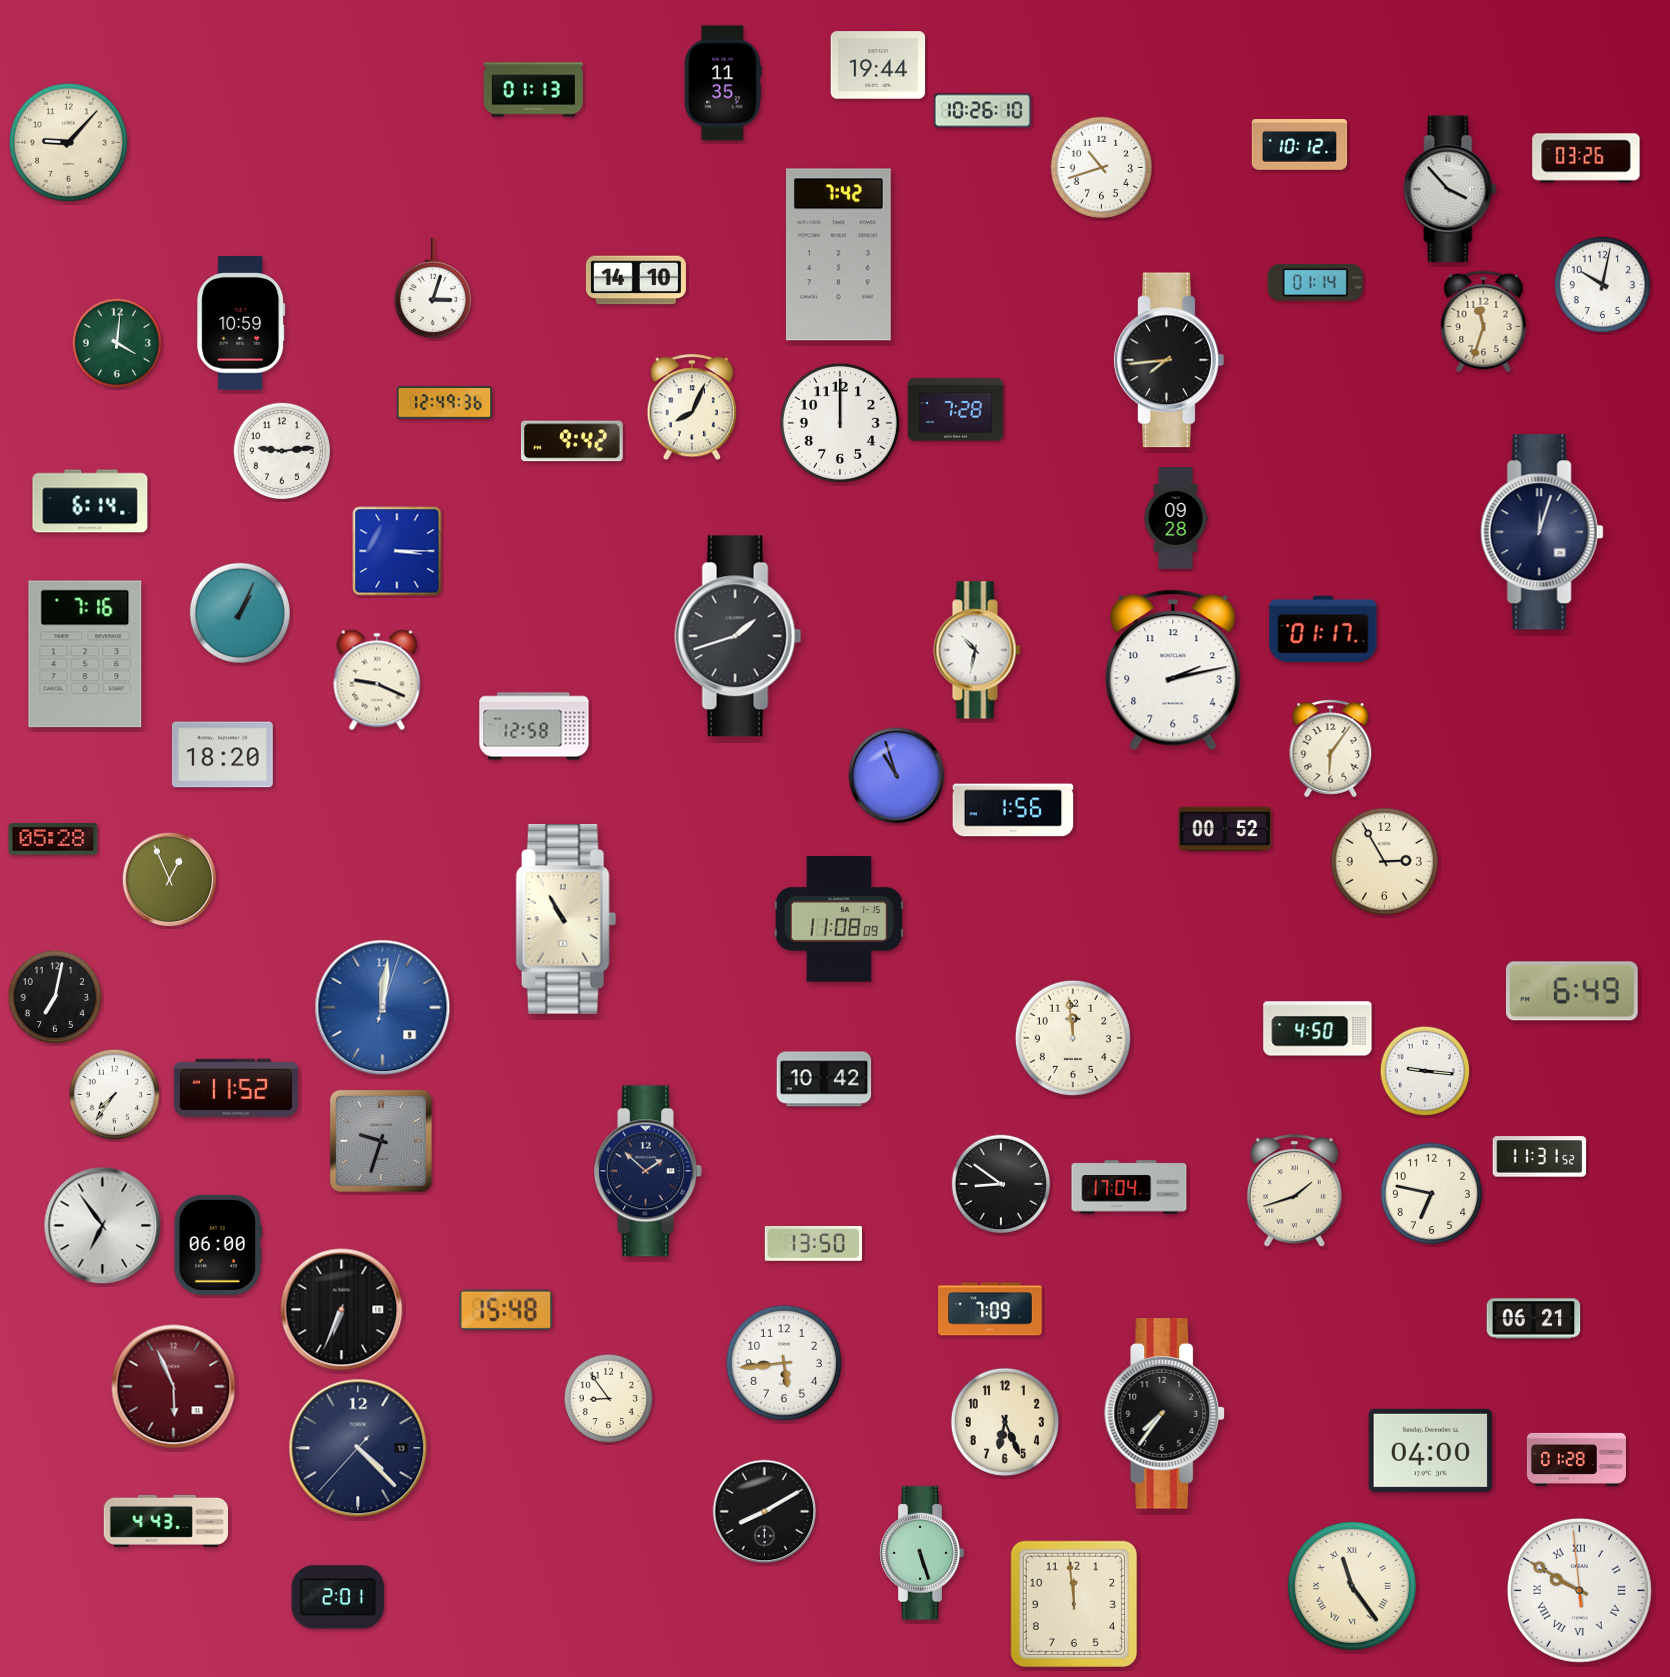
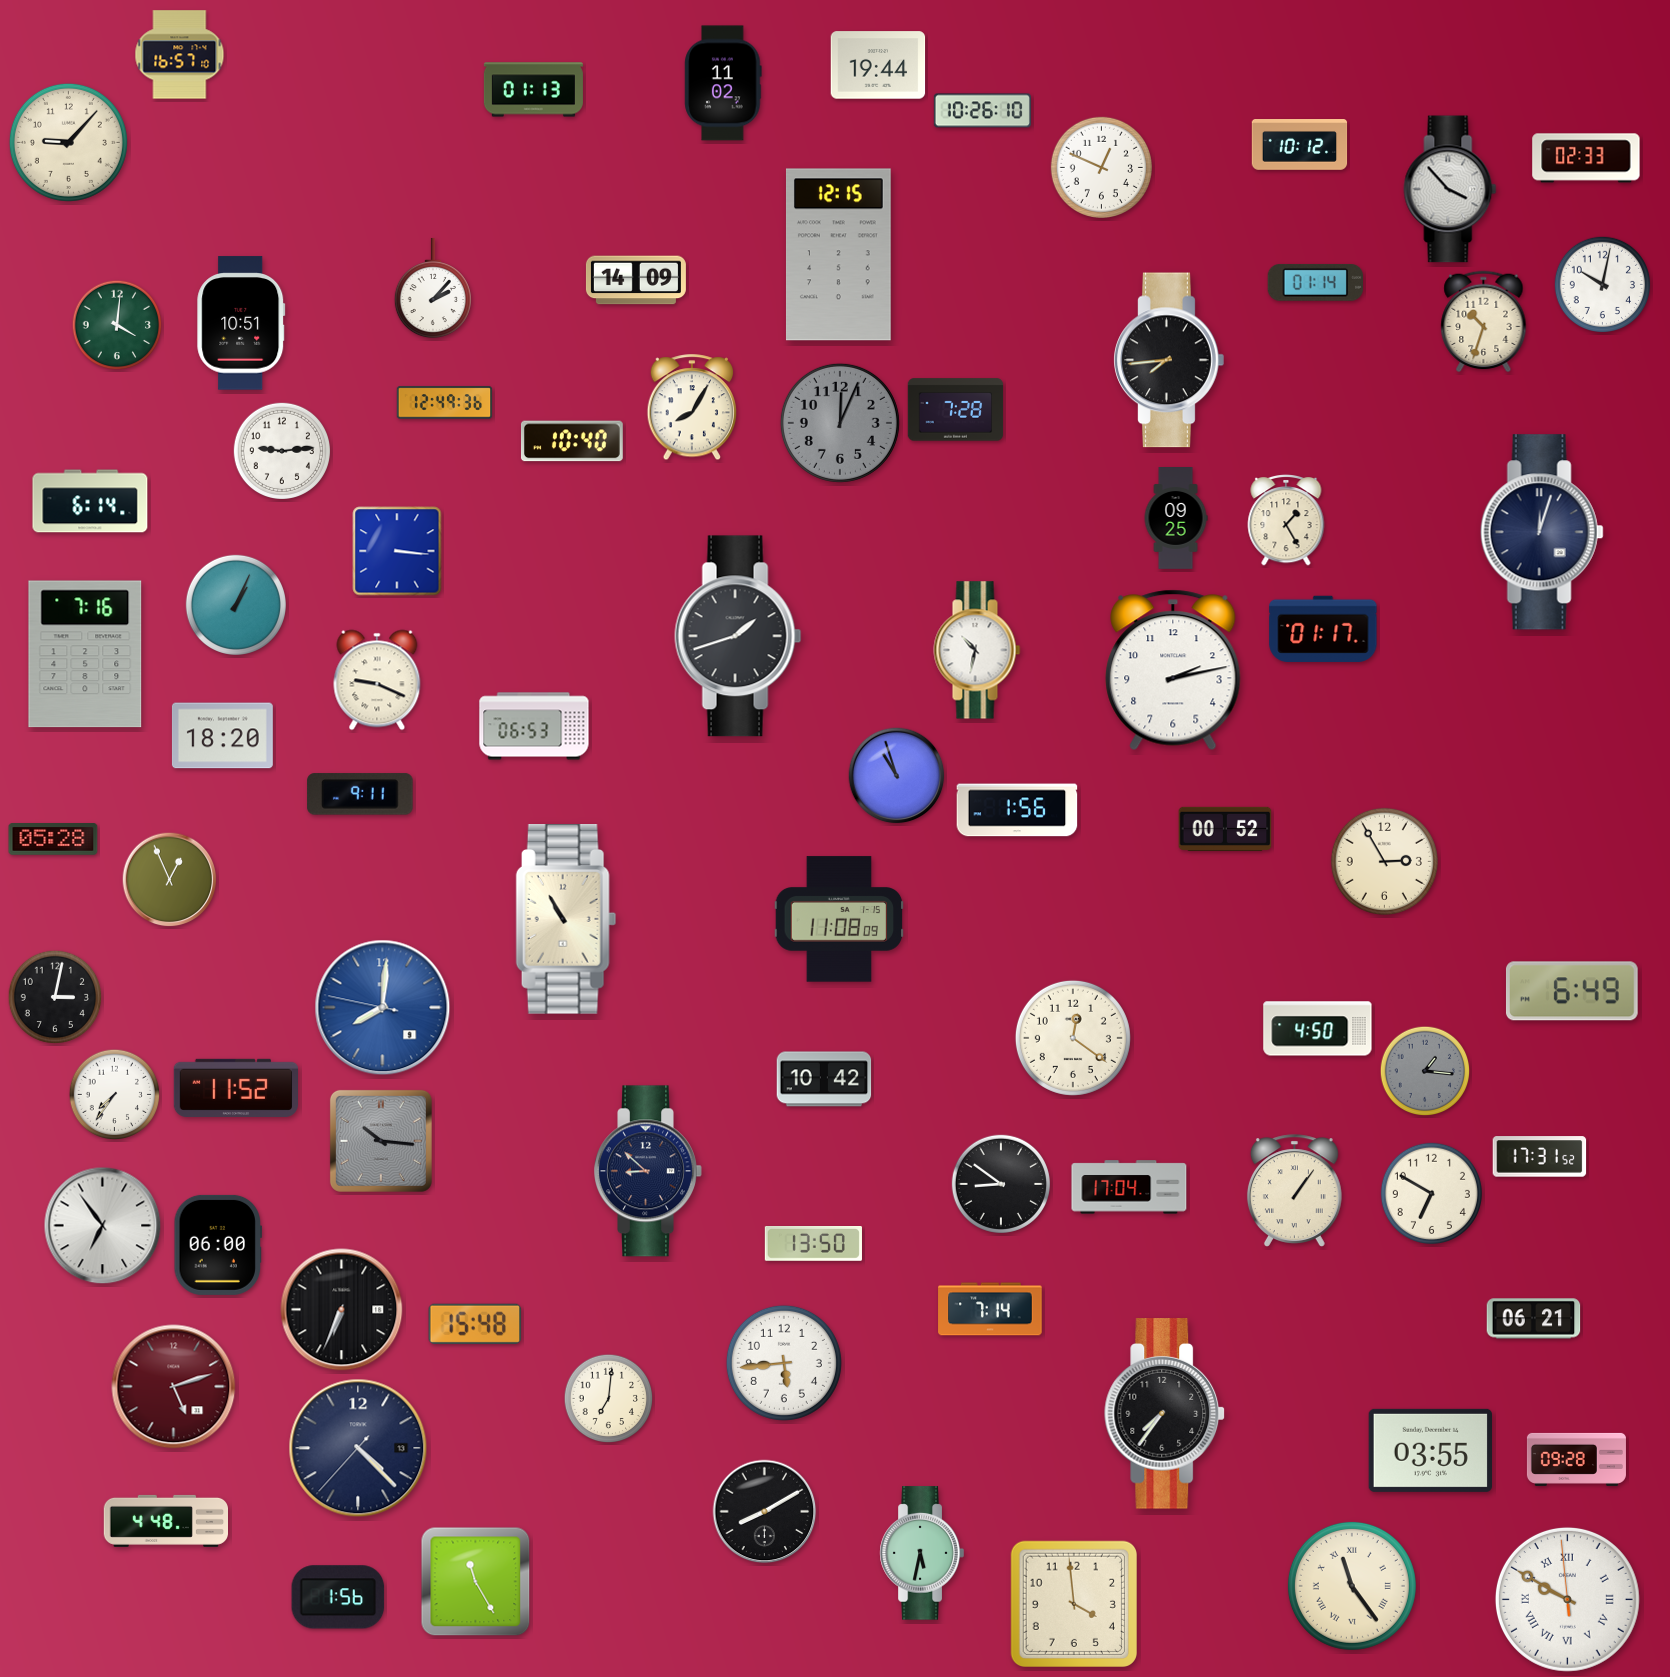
clock at (180, 55): none -> 16:57
clock at (723, 83): 11:35 -> 11:02
clock at (1586, 158): 03:26 -> 02:33
clock at (1101, 167): 10:42 -> 12:49
clock at (838, 255): 7:42 -> 12:15
clock at (636, 280): 14:10 -> 14:09
clock at (433, 288): 3:03 -> 2:07
clock at (1484, 322): 11:33 -> 10:33
clock at (241, 323): 10:59 -> 10:51
clock at (117, 343) position: (117, 343) -> (117, 325)
clock at (692, 408): 8:04 -> 8:05
clock at (840, 423): 12:00 -> 12:04
clock at (840, 423) dial: white -> grey
clock at (572, 441): 9:42 -> 10:40
clock at (1176, 518): 09:28 -> 09:25
clock at (1286, 520): none -> 1:25
clock at (397, 551): 3:15 -> 3:16
clock at (240, 613) position: (240, 613) -> (236, 605)
clock at (534, 726): 12:58 -> 06:53
clock at (1331, 749): 6:06 -> none
clock at (222, 755) position: (222, 755) -> (222, 736)
clock at (360, 794): none -> 9:11
clock at (1013, 810) position: (1013, 810) -> (1017, 810)
clock at (55, 997): 7:02 -> 3:02
clock at (383, 1008): 12:01 -> 8:00
clock at (1073, 1038): 11:59 -> 12:21
clock at (1425, 1071): 9:16 -> 1:16
clock at (1425, 1071) dial: white -> grey
clock at (381, 1141): 9:33 -> 10:16
clock at (1540, 1157): 11:31 -> 17:31
clock at (648, 1171): 1:52 -> 8:52
clock at (1294, 1191): 1:42 -> 1:06
clock at (1431, 1193): 6:47 -> 6:50
clock at (990, 1309): 7:09 -> 7:14
clock at (506, 1310) position: (506, 1310) -> (475, 1324)
clock at (174, 1387): 5:56 -> 5:12
clock at (609, 1399): 8:54 -> 7:01
clock at (1005, 1422): 6:26 -> none
clock at (1430, 1450): 04:00 -> 03:55
clock at (1576, 1459): 01:28 -> 09:28
clock at (165, 1521): 4:43 -> 4:48
clock at (922, 1553): 5:27 -> 5:32
clock at (476, 1582): none -> 11:25
clock at (1579, 1590) position: (1579, 1590) -> (1567, 1599)
clock at (338, 1597): 2:01 -> 1:56
clock at (1073, 1603): 11:59 -> 3:59
